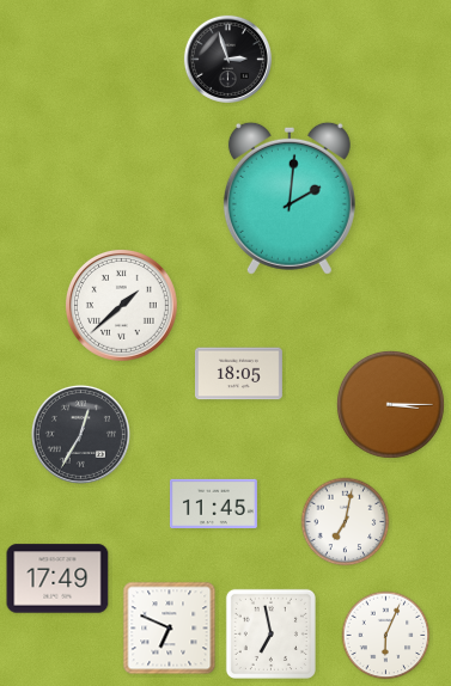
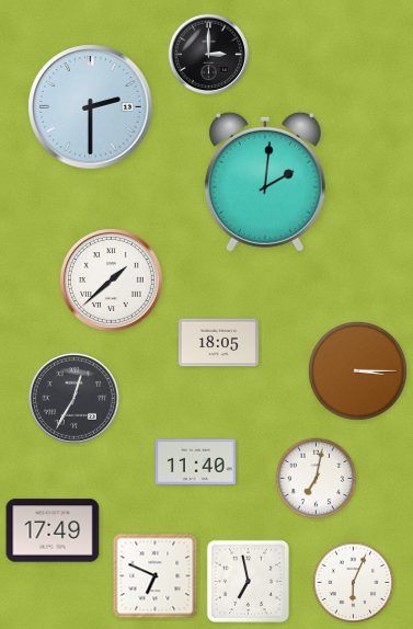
clock at (227, 59): 2:57 -> 3:00
clock at (91, 107): none -> 2:30
clock at (213, 503): 11:45 -> 11:40
